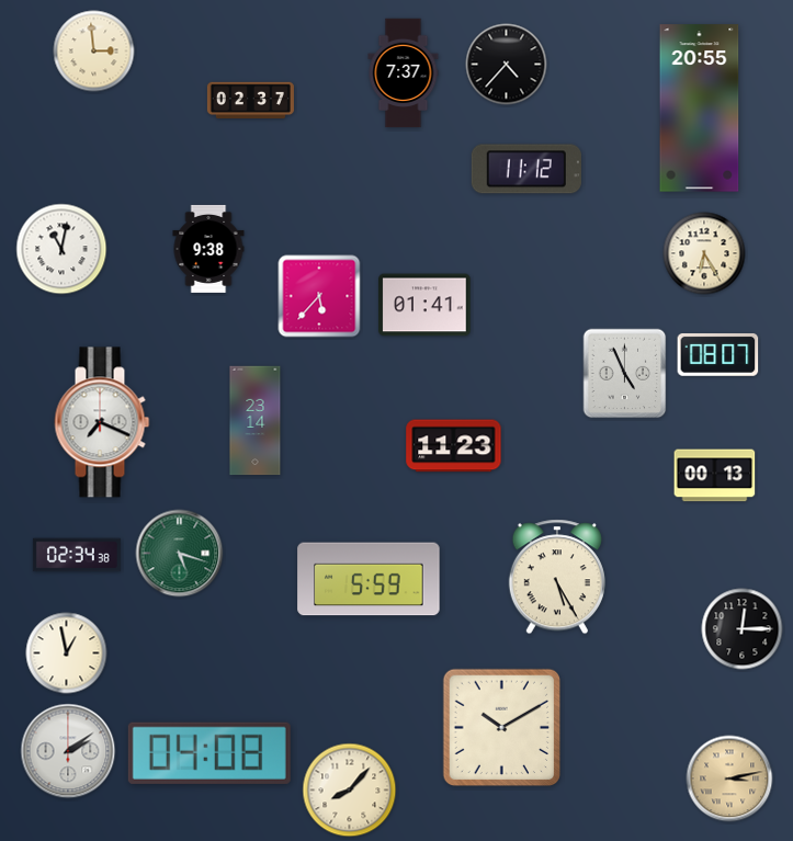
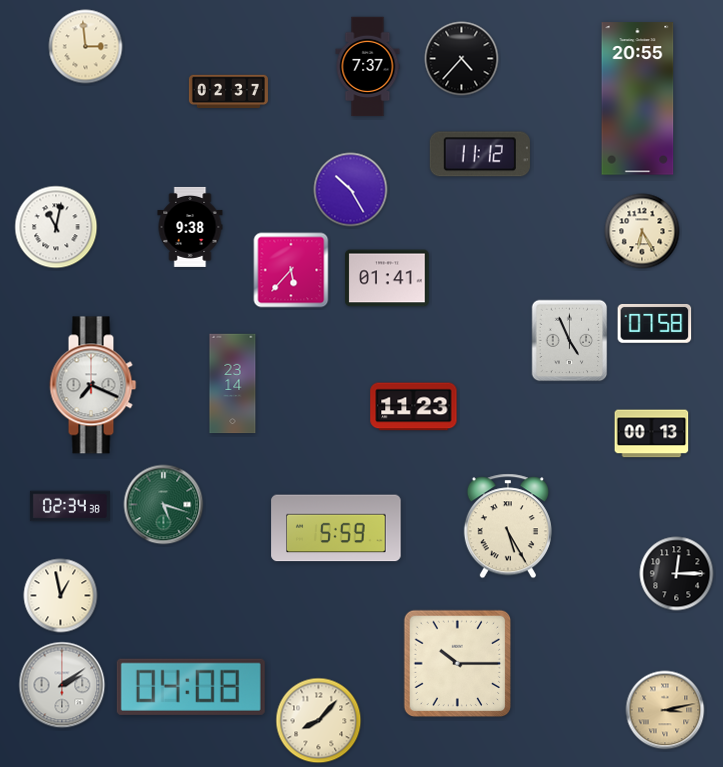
clock at (351, 190): none -> 10:25
clock at (718, 354): 08:07 -> 07:58
clock at (502, 728): 10:10 -> 10:15
